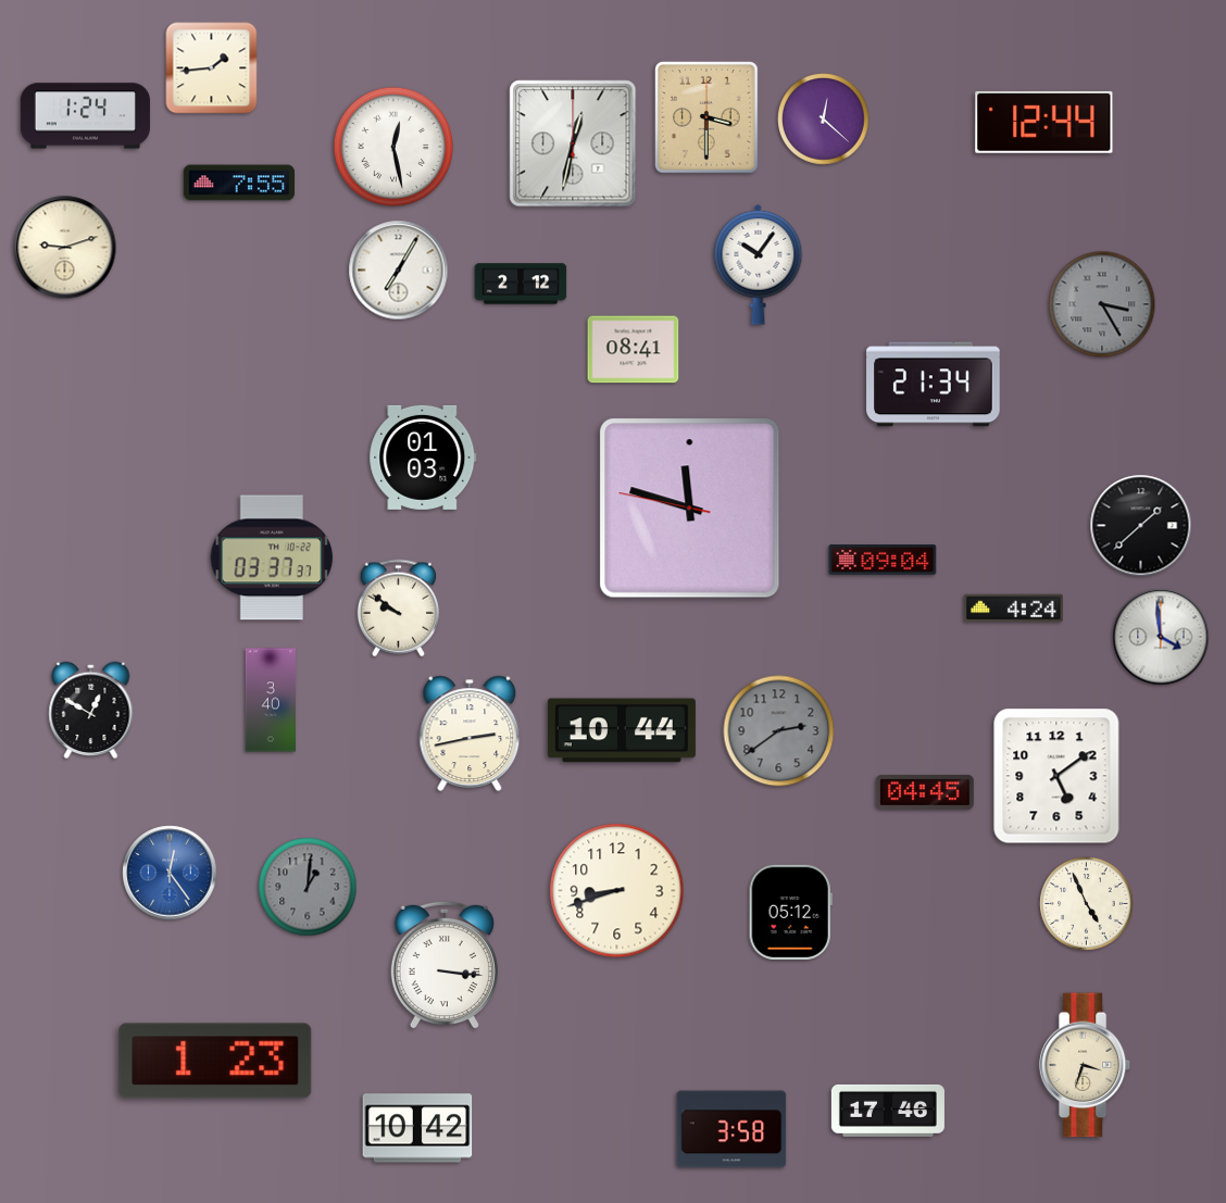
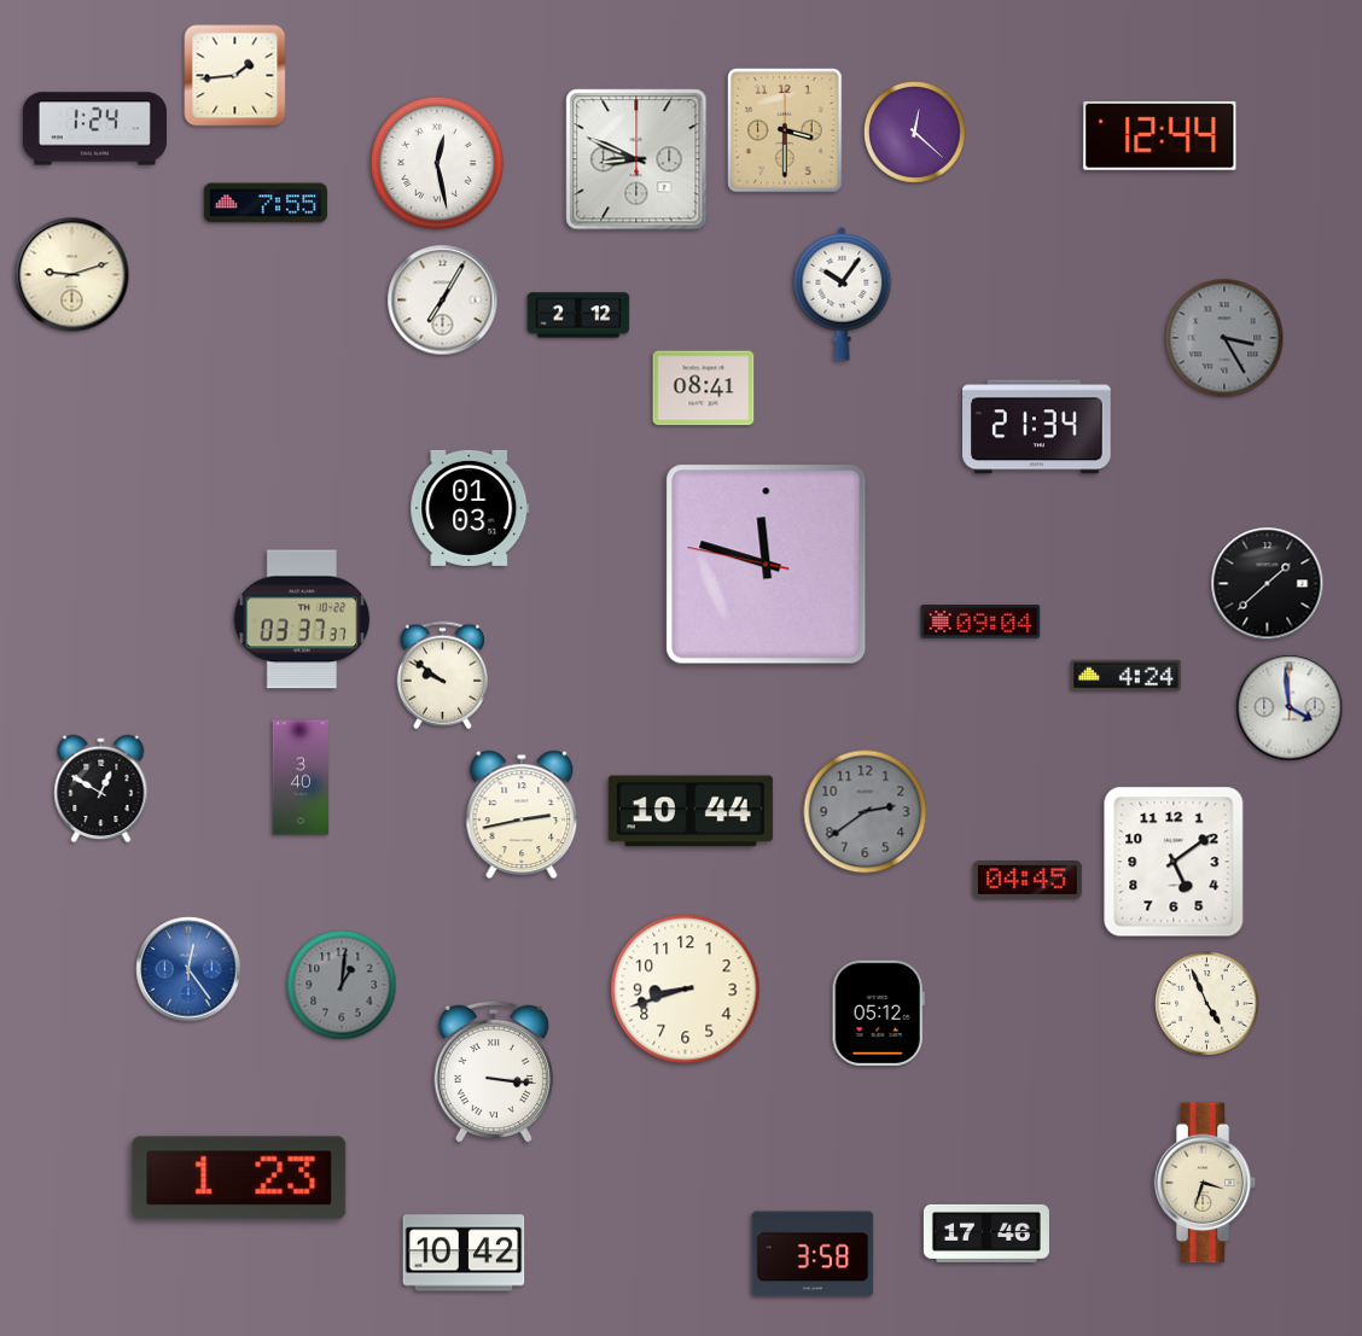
clock at (573, 143): 12:32 -> 8:49
